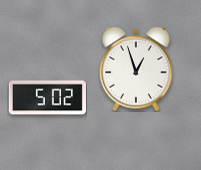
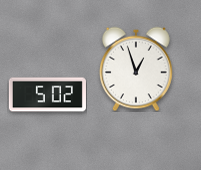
clock at (47, 98) position: (47, 98) -> (47, 95)
